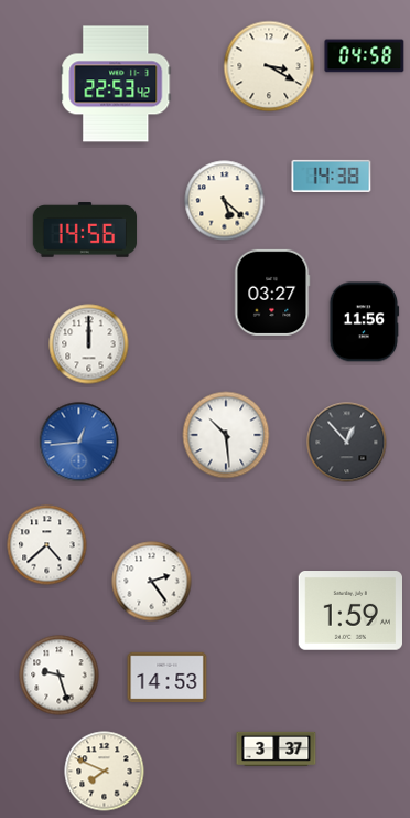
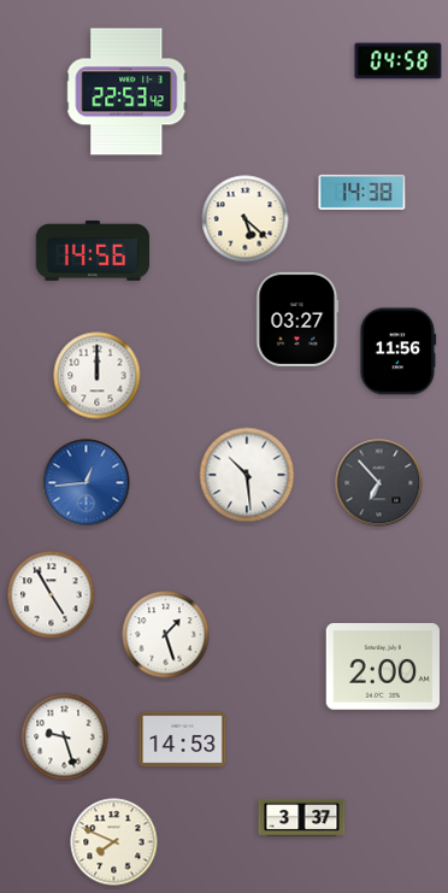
clock at (269, 66): 3:20 -> none
clock at (347, 443): 12:53 -> 6:53
clock at (47, 545): 4:38 -> 4:55
clock at (152, 582): 2:24 -> 1:27
clock at (350, 612): 1:59 -> 2:00
